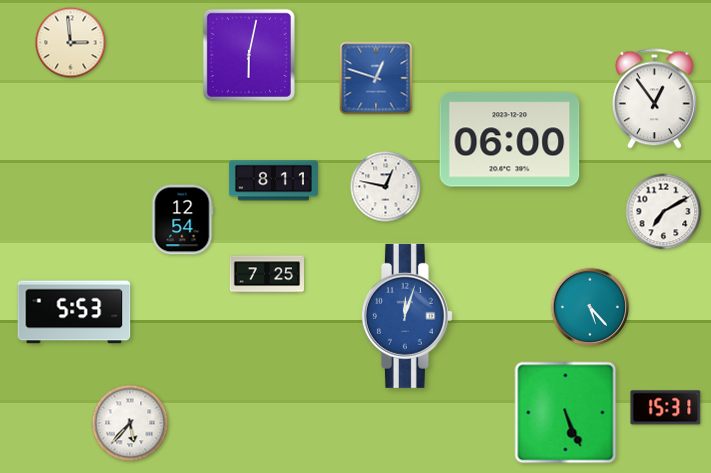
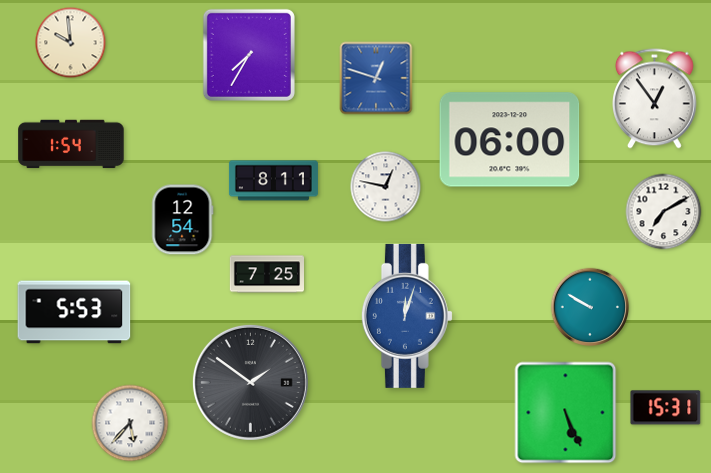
clock at (71, 43): 2:59 -> 9:59
clock at (249, 55): 6:02 -> 7:35
clock at (71, 144): none -> 1:54
clock at (590, 307): 5:23 -> 9:50
clock at (250, 382): none -> 1:51
